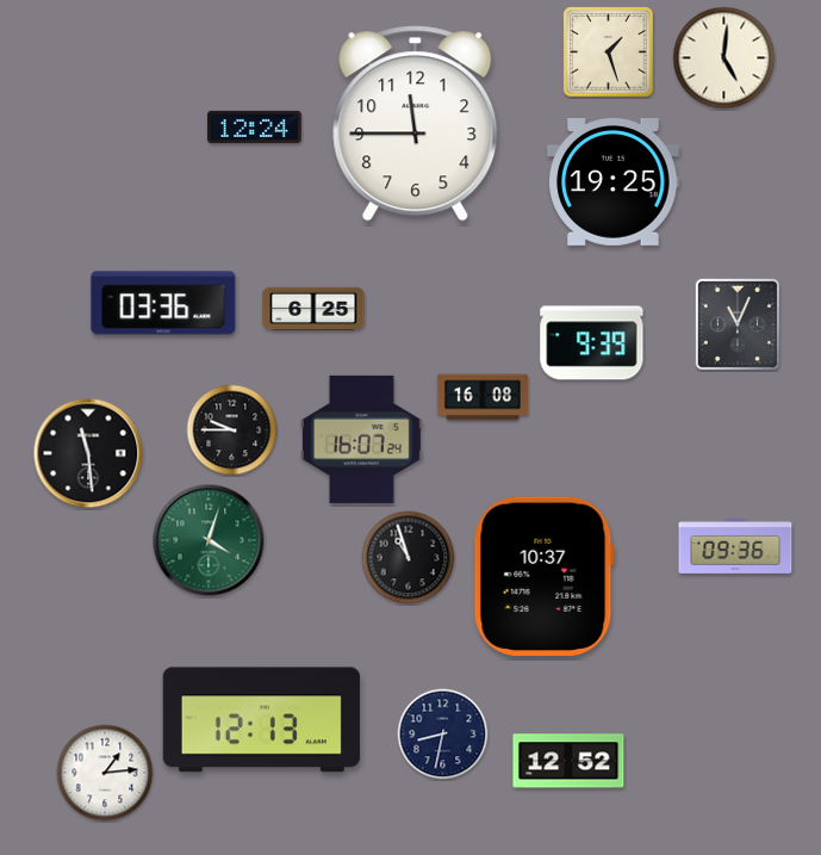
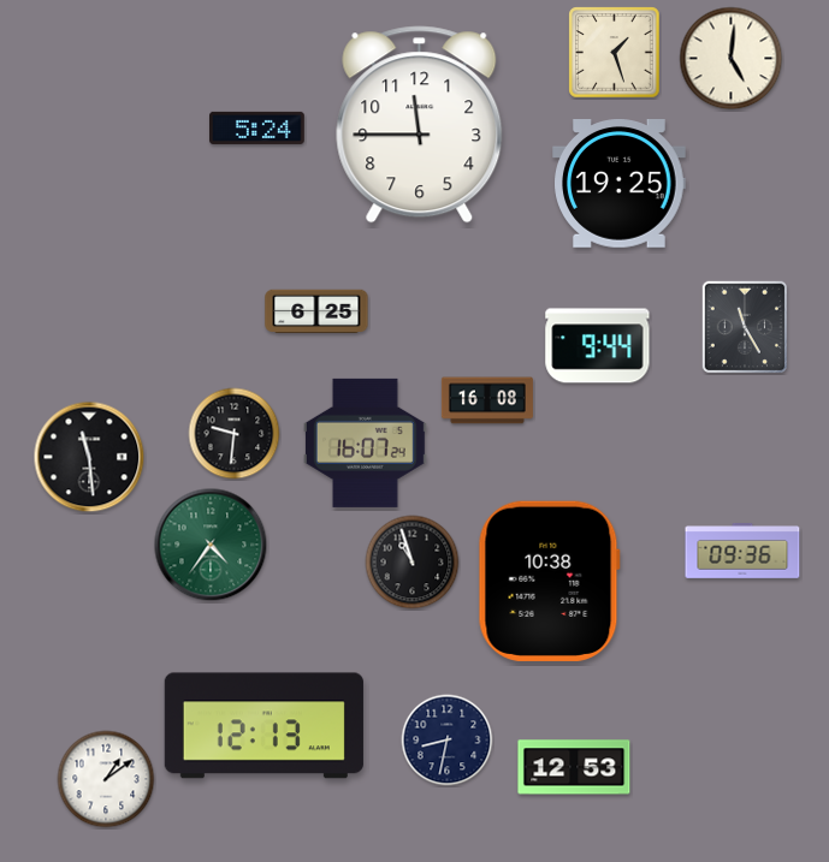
clock at (255, 126): 12:24 -> 5:24
clock at (163, 303): 03:36 -> none
clock at (738, 324): 11:04 -> 11:25
clock at (592, 343): 9:39 -> 9:44
clock at (232, 430): 9:45 -> 9:31
clock at (209, 540): 4:03 -> 4:36
clock at (543, 576): 10:37 -> 10:38
clock at (568, 761): 12:52 -> 12:53
clock at (105, 773): 1:14 -> 1:09
